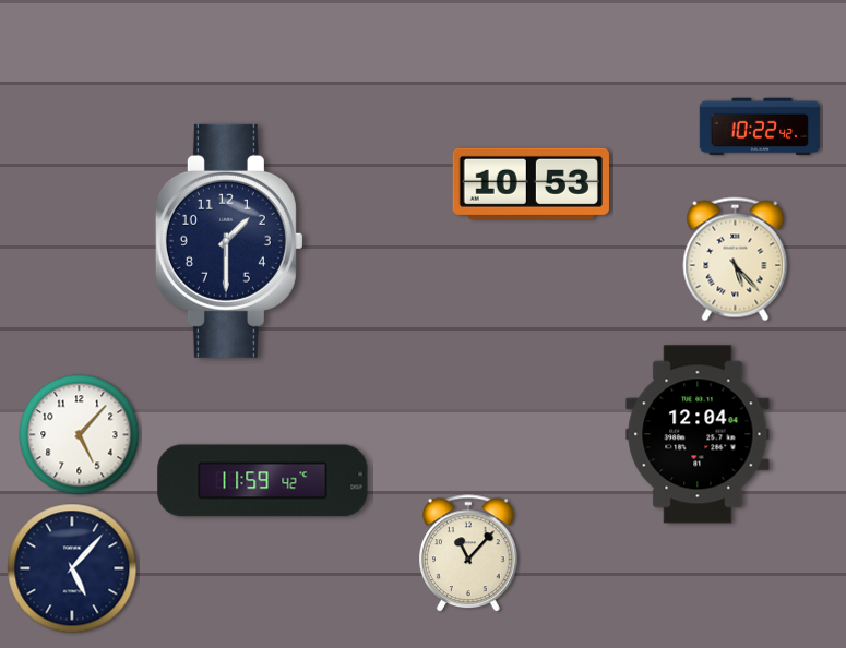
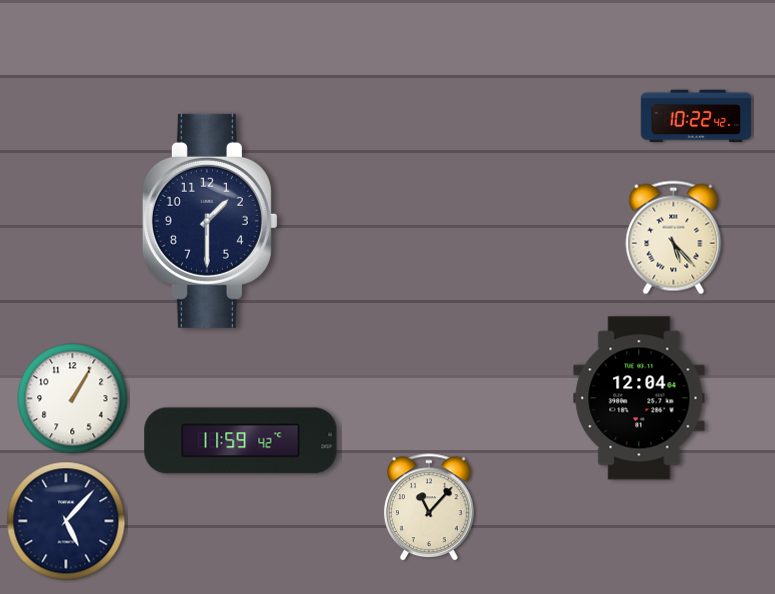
clock at (531, 183): 10:53 -> none
clock at (80, 435): 5:07 -> 1:05
